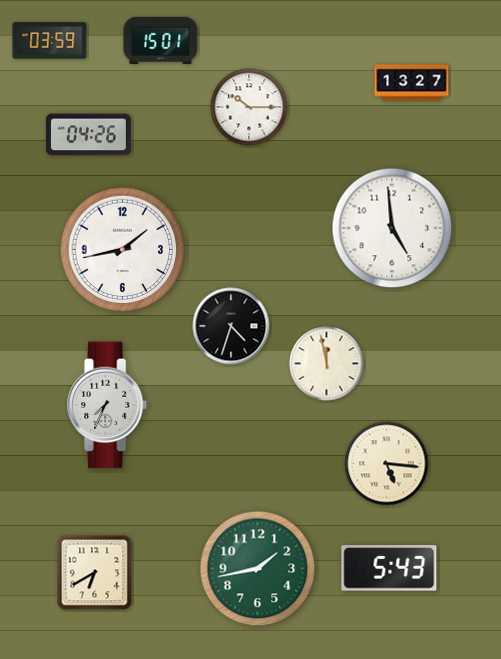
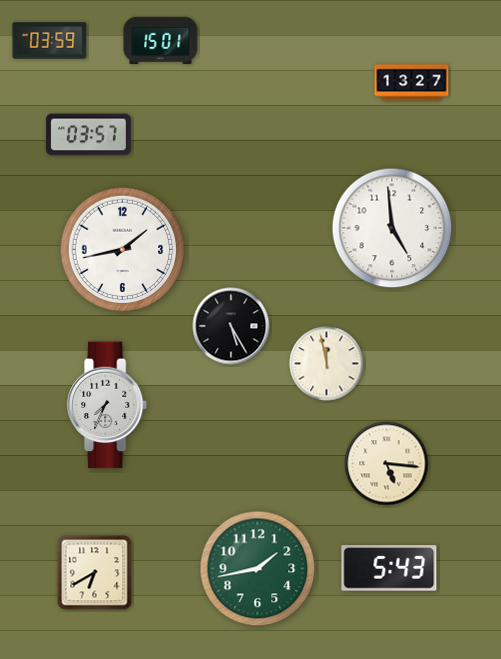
clock at (249, 107): 10:15 -> none
clock at (88, 135): 04:26 -> 03:57
clock at (231, 326): 4:33 -> 5:25
